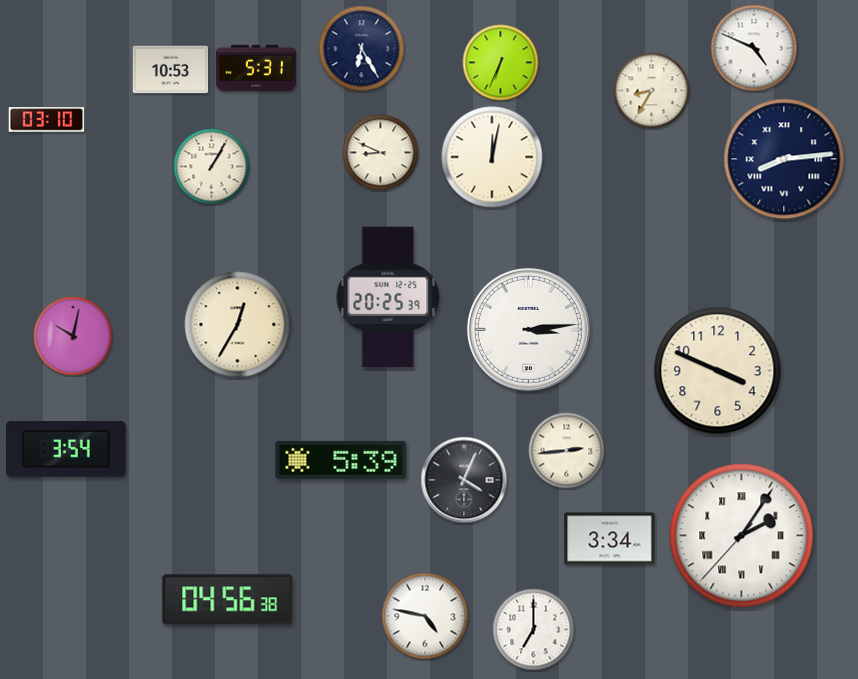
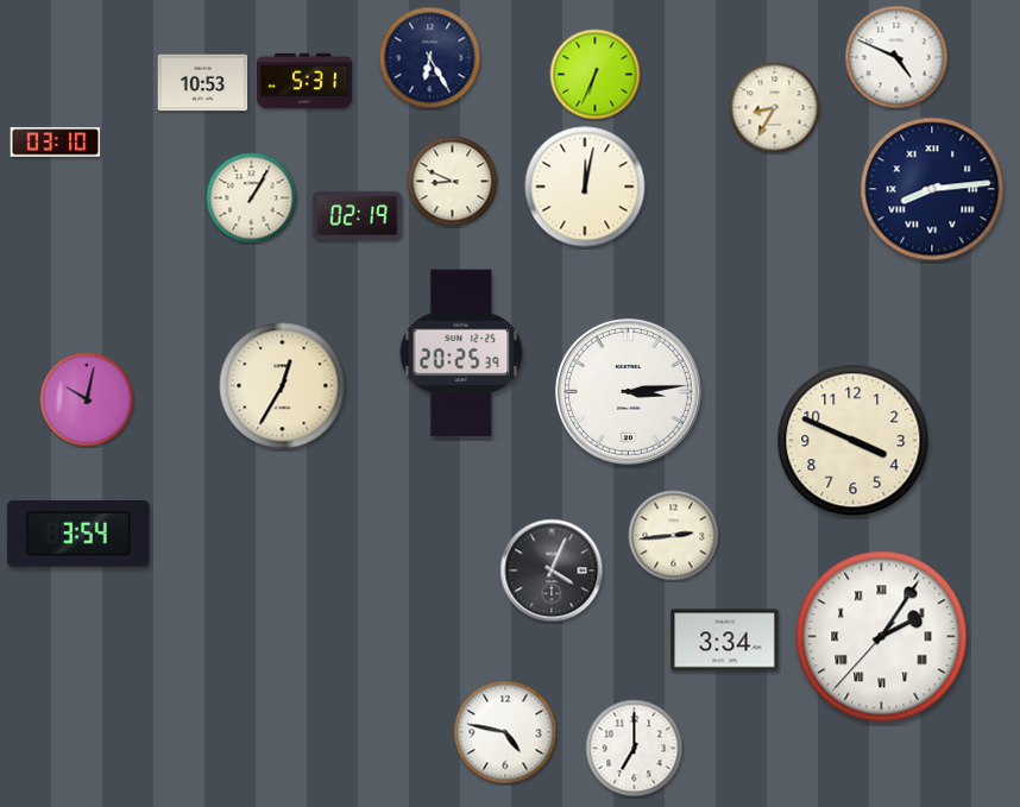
clock at (358, 215): none -> 02:19
clock at (341, 460): 5:39 -> none
clock at (228, 600): 04:56 -> none
